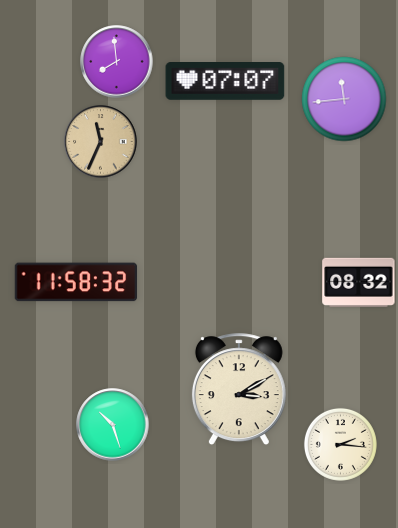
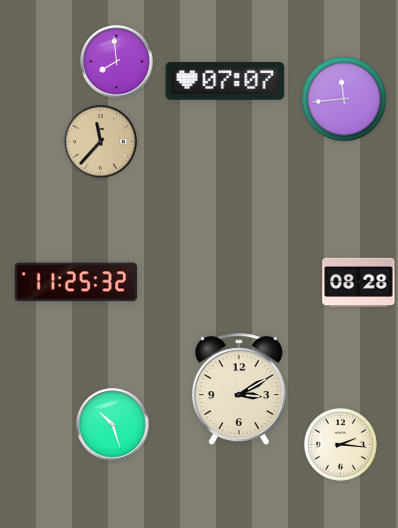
clock at (101, 142): 11:34 -> 11:37
clock at (76, 282): 11:58 -> 11:25
clock at (359, 282): 08:32 -> 08:28
